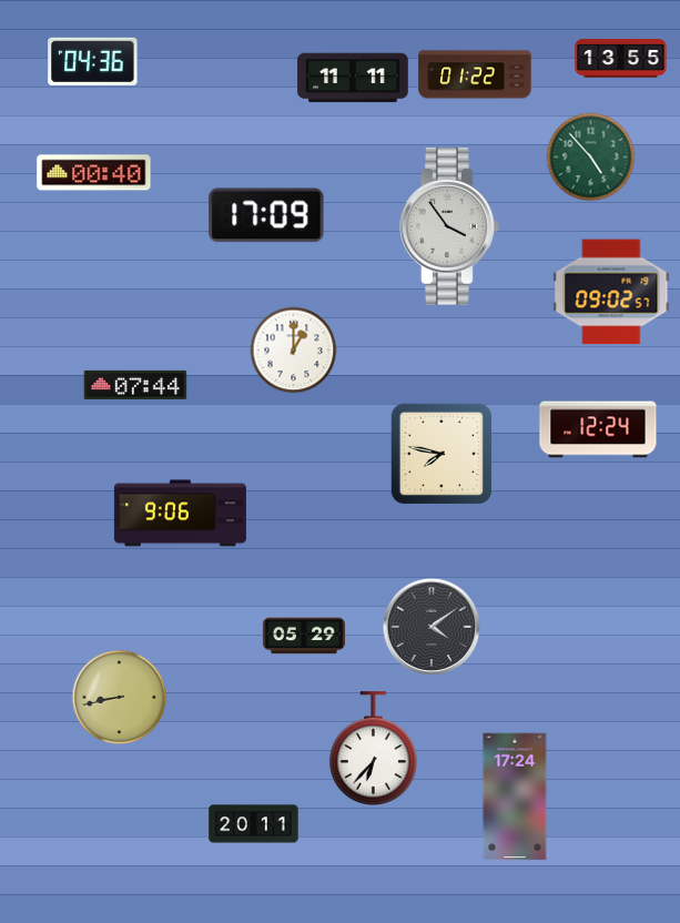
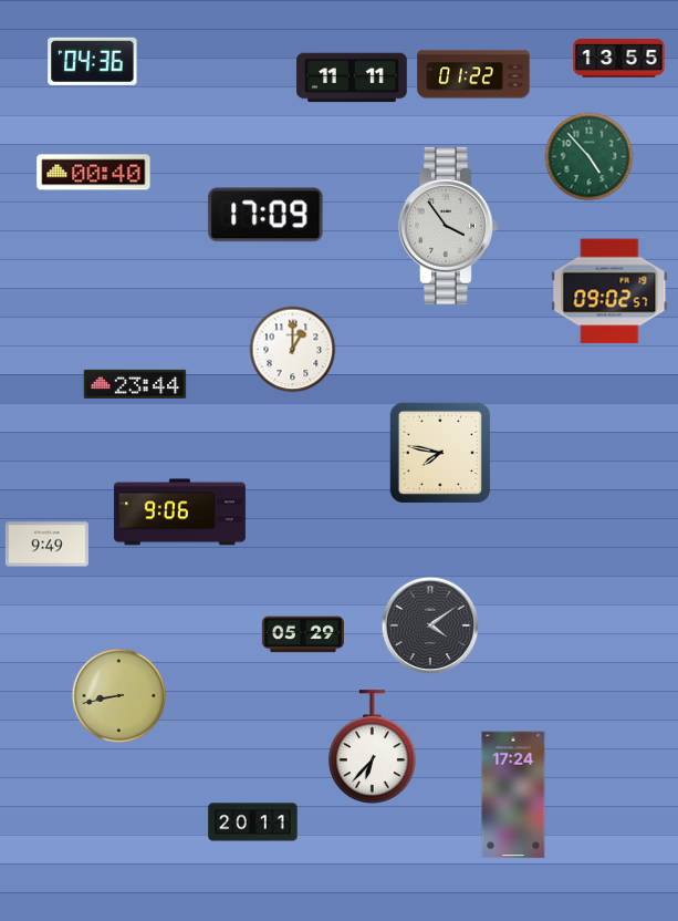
clock at (135, 385): 07:44 -> 23:44
clock at (598, 429): 12:24 -> none
clock at (46, 545): none -> 9:49
